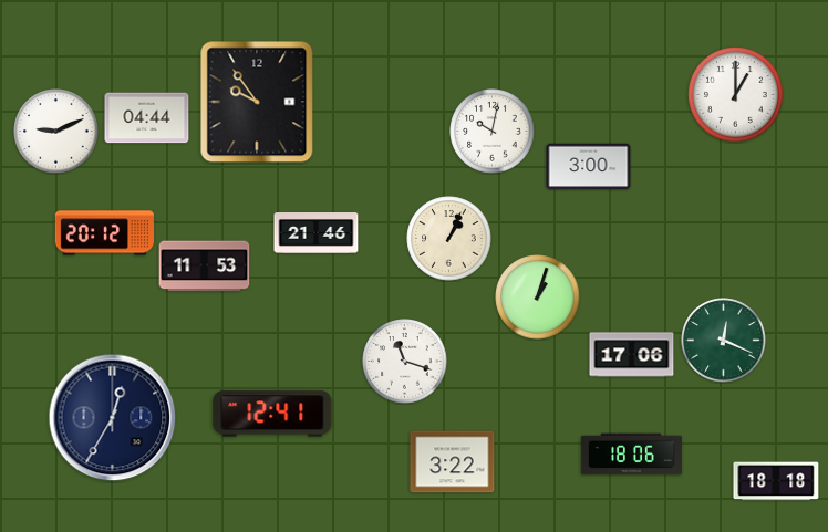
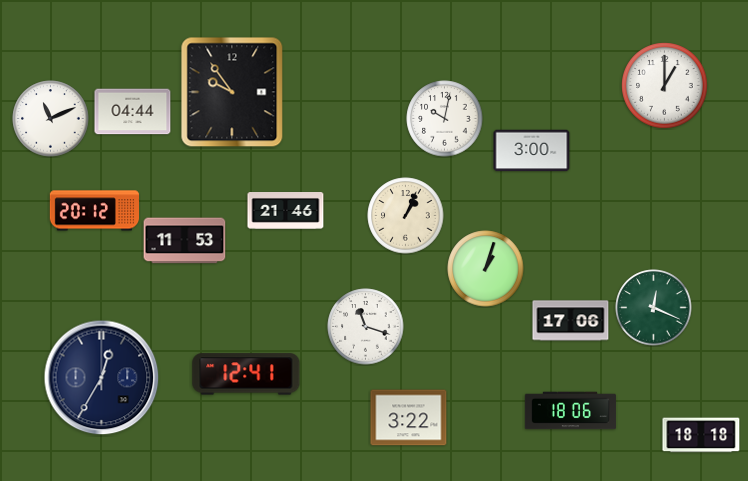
clock at (147, 118) position: (147, 118) -> (133, 112)
clock at (56, 132): 9:11 -> 11:11
